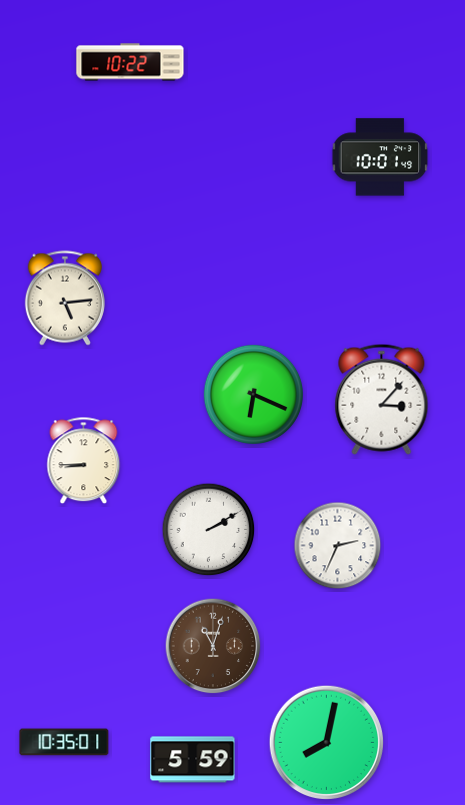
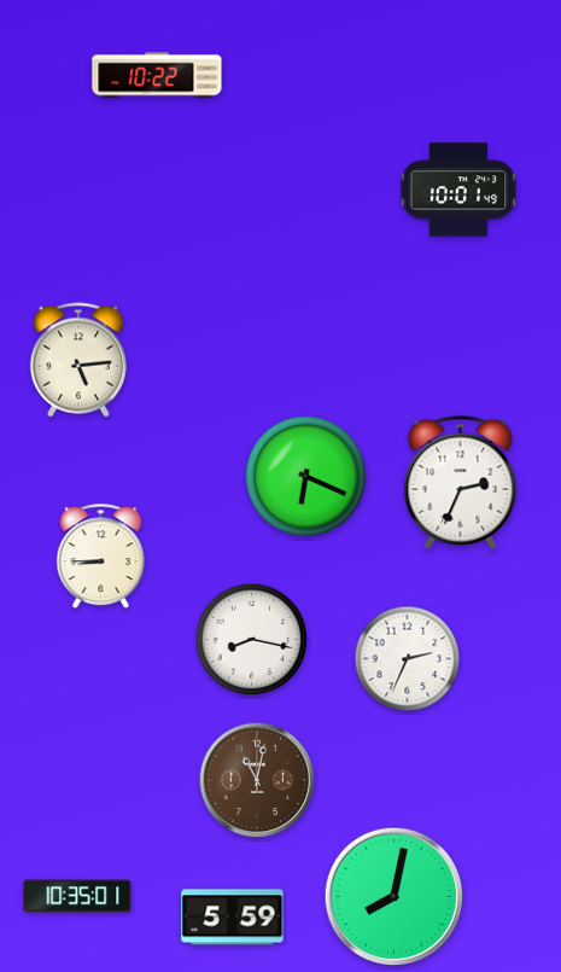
clock at (382, 399): 3:07 -> 2:34
clock at (209, 530): 2:10 -> 8:17
clock at (213, 646): 11:03 -> 11:02
